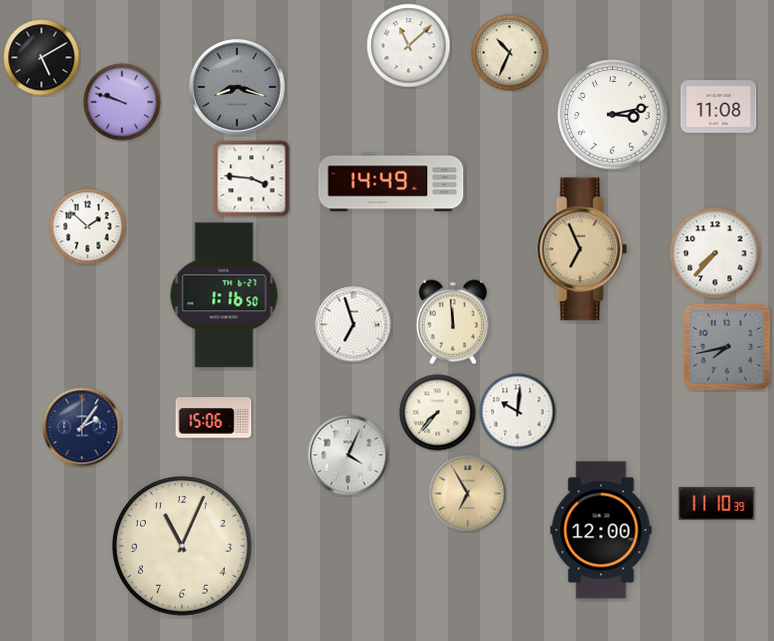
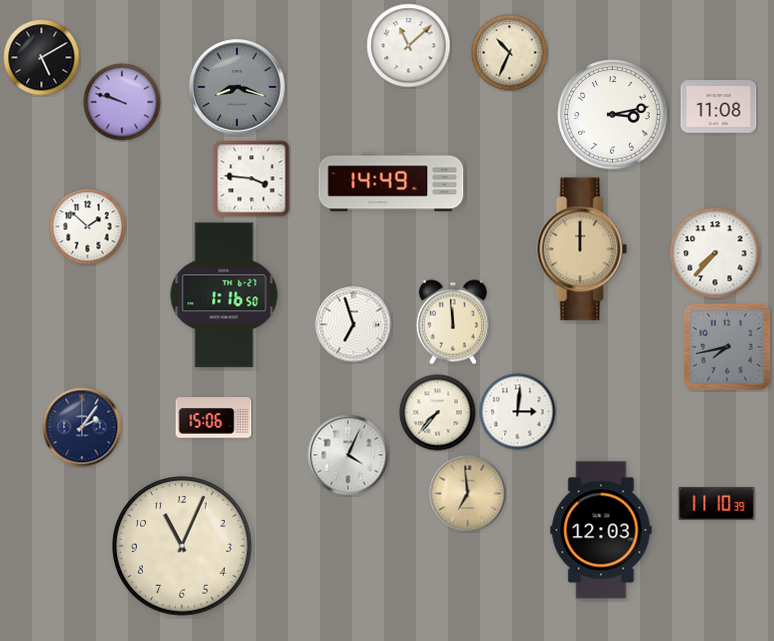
clock at (582, 249): 6:56 -> 12:00
clock at (518, 412): 10:01 -> 3:01
clock at (468, 494): 6:55 -> 6:59
clock at (601, 530): 12:00 -> 12:03
